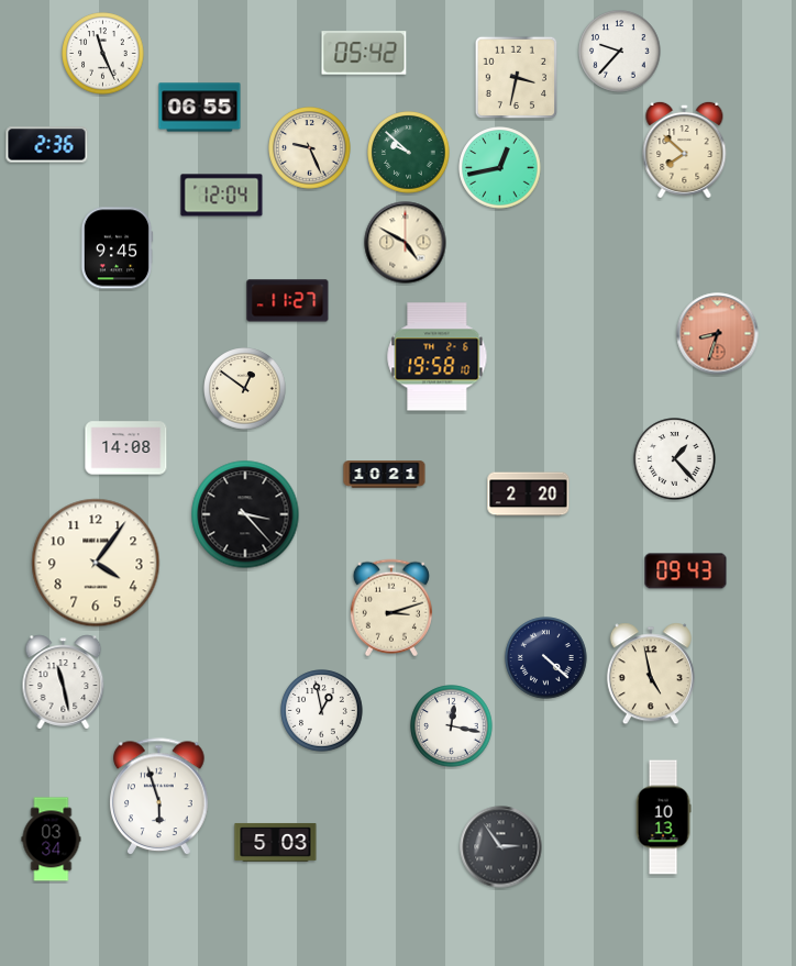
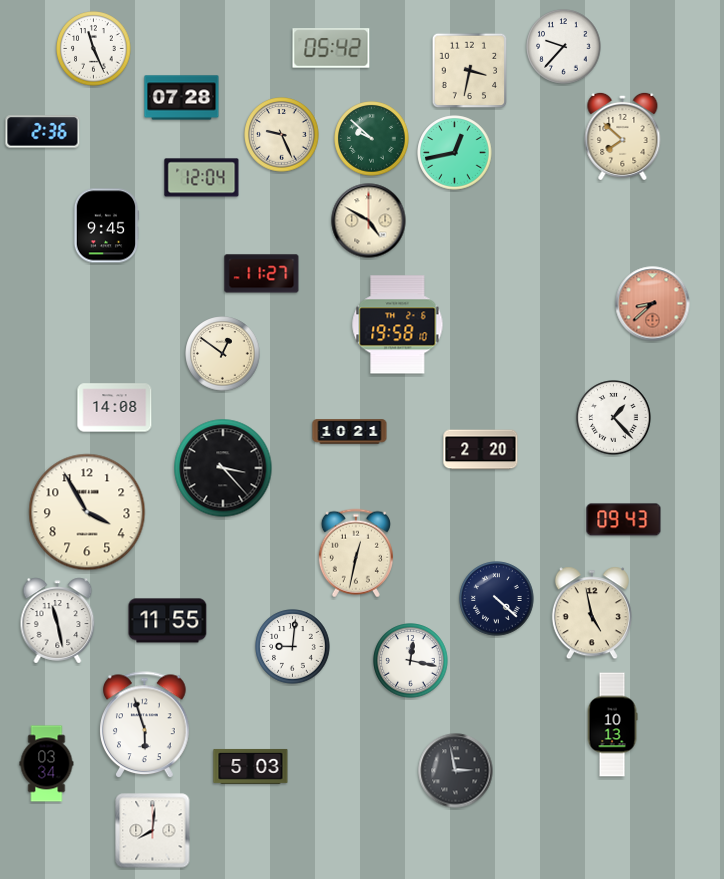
clock at (200, 108): 06:55 -> 07:28
clock at (718, 334): 8:33 -> 8:38
clock at (96, 563): 4:06 -> 3:55
clock at (391, 608): 3:12 -> 12:32
clock at (168, 621): none -> 11:55
clock at (322, 711): 12:58 -> 9:01
clock at (663, 818) position: (663, 818) -> (612, 725)
clock at (501, 847): 2:54 -> 2:58
clock at (153, 831): none -> 8:01
